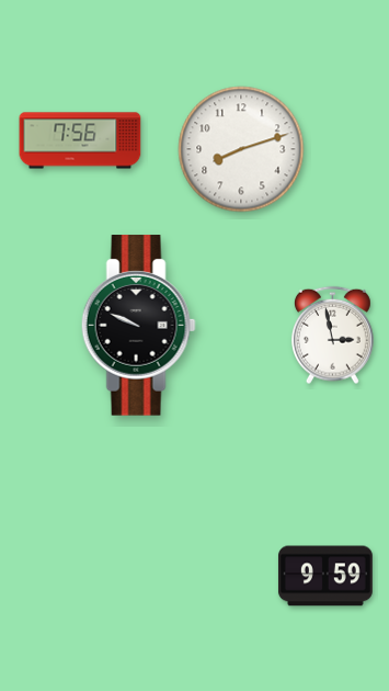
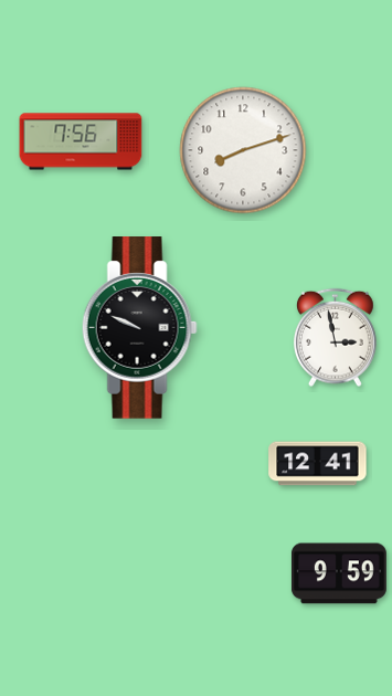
clock at (318, 464): none -> 12:41
clock at (325, 576) position: (325, 576) -> (339, 573)
